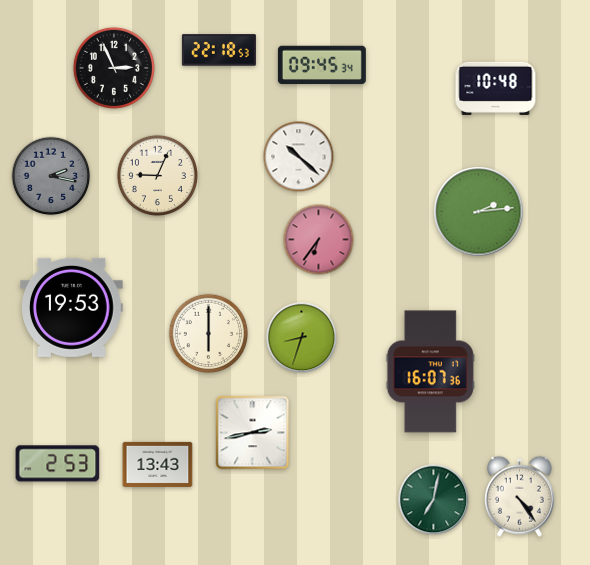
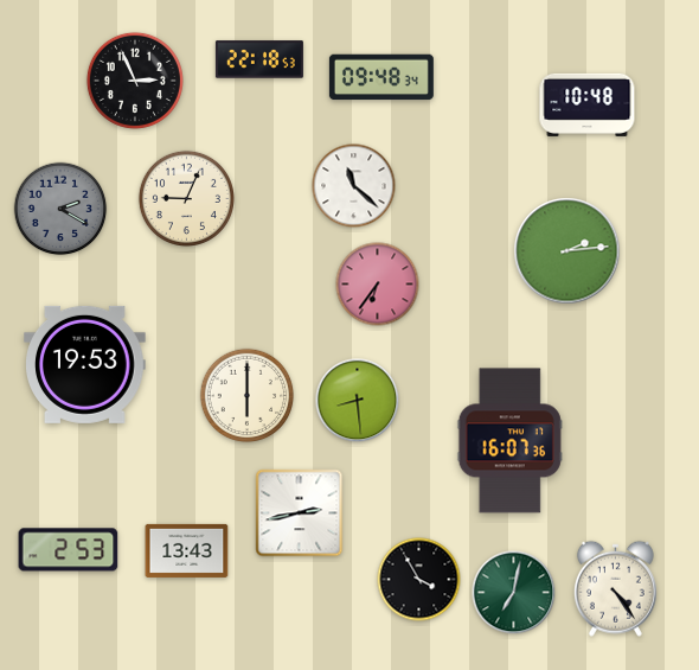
clock at (322, 65): 09:45 -> 09:48
clock at (299, 157): 10:22 -> 11:22
clock at (157, 175) position: (157, 175) -> (186, 198)
clock at (51, 176): 2:17 -> 2:20
clock at (302, 338): 8:33 -> 8:29
clock at (419, 580): none -> 3:55
